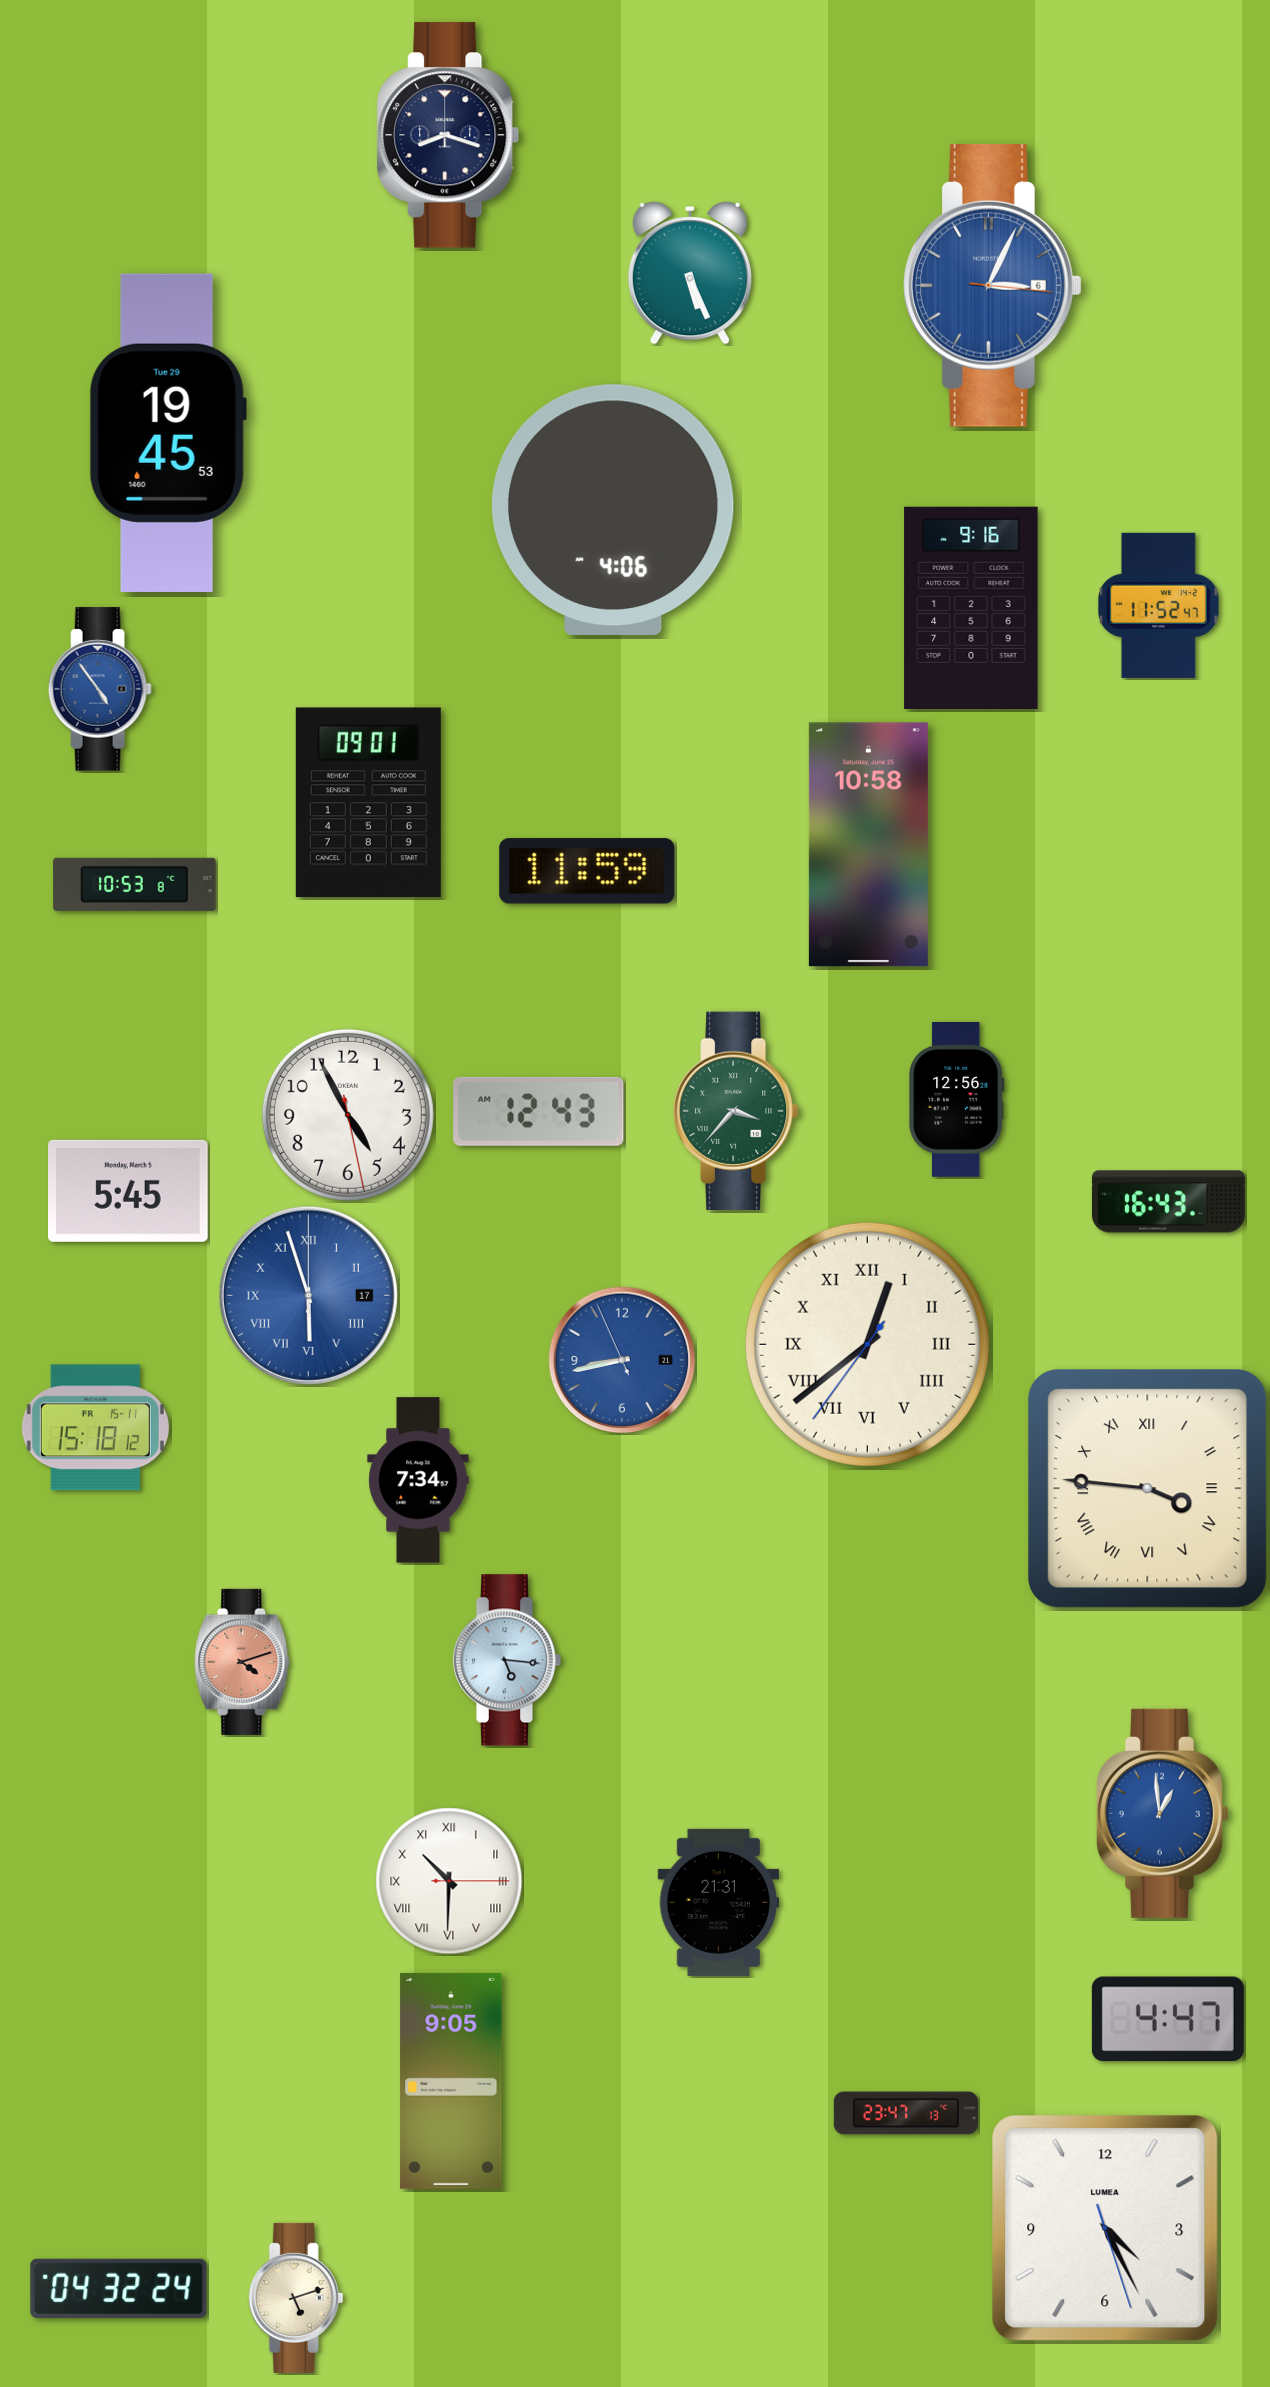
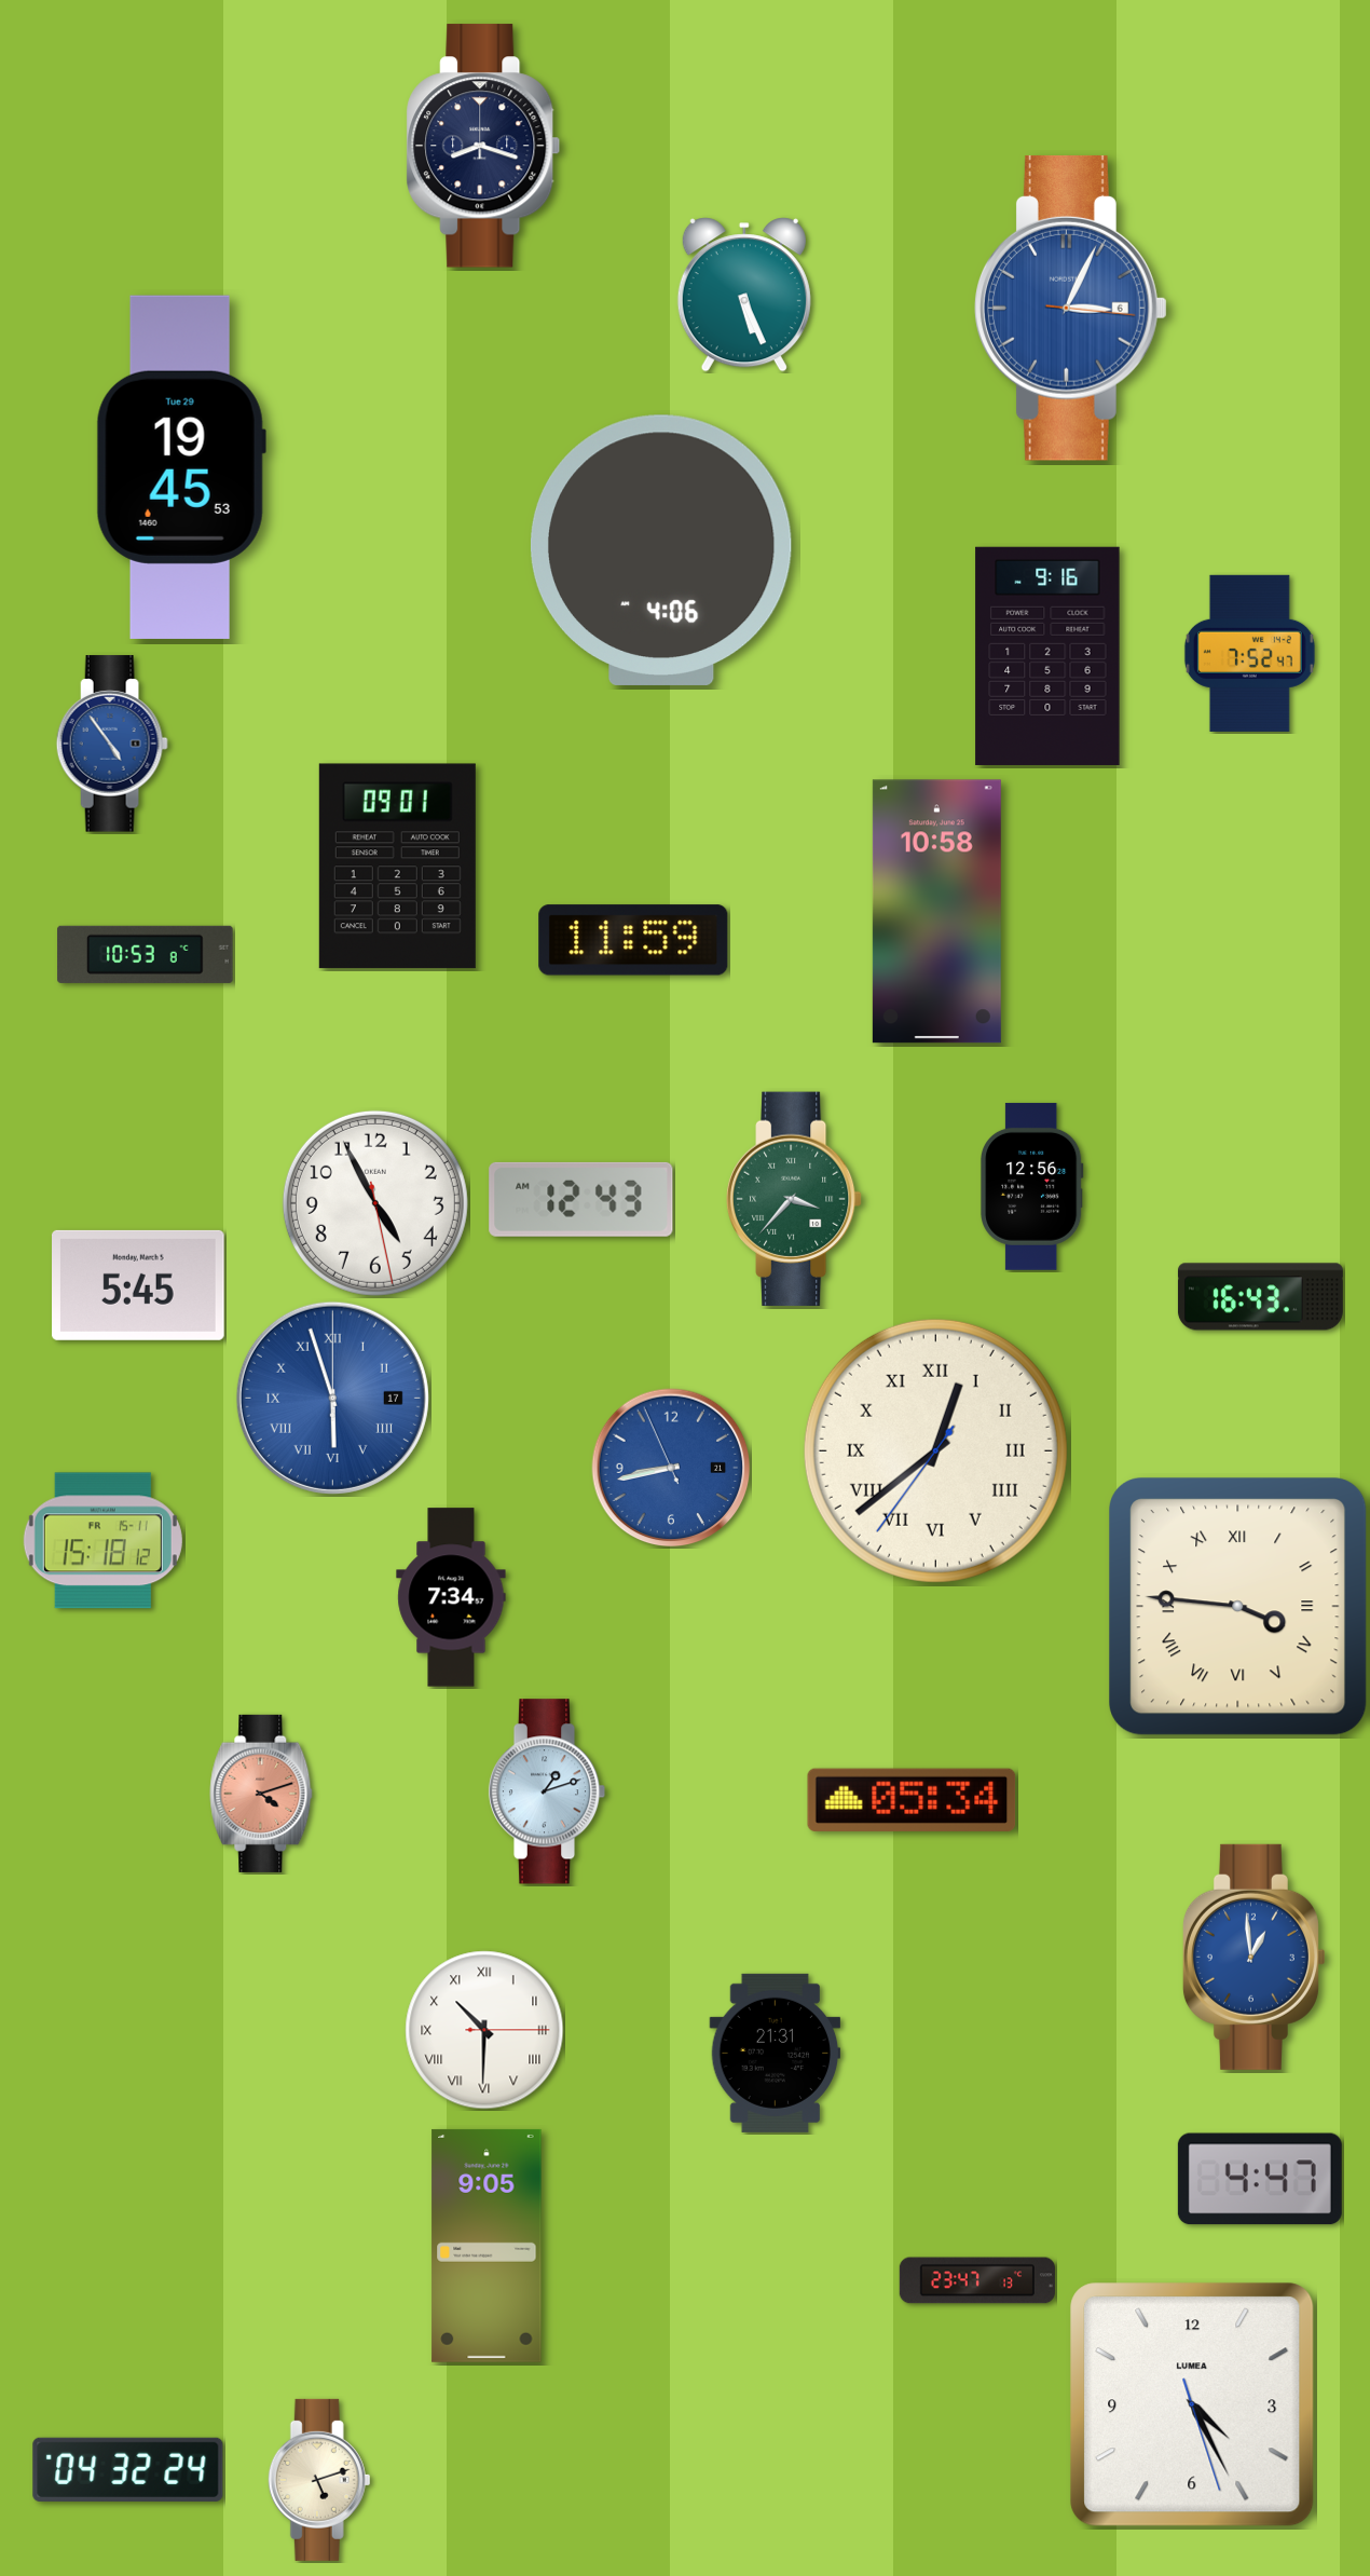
clock at (1158, 605): 11:52 -> 7:52
clock at (100, 689) position: (100, 689) -> (112, 744)
clock at (507, 1660): 5:16 -> 1:12
clock at (912, 1800): none -> 05:34
